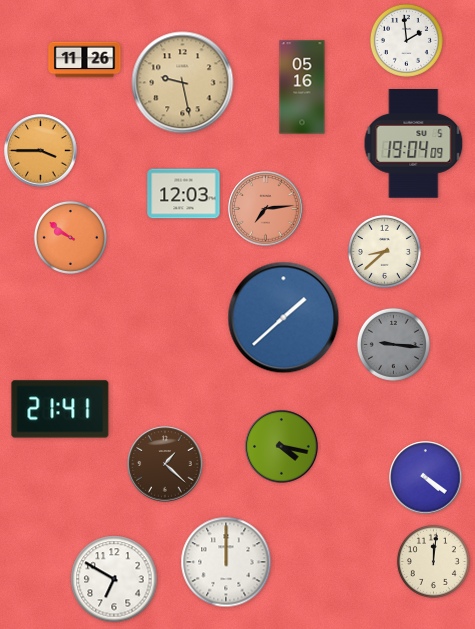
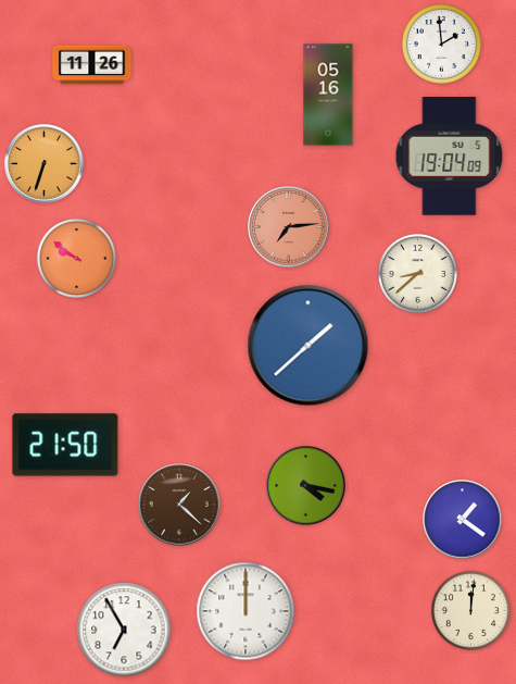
clock at (183, 83): 9:28 -> none
clock at (41, 151): 3:45 -> 6:33
clock at (184, 194): 12:03 -> none
clock at (393, 344): 9:16 -> none
clock at (60, 409): 21:41 -> 21:50
clock at (426, 478): 4:21 -> 1:21
clock at (114, 579): 6:50 -> 6:55
